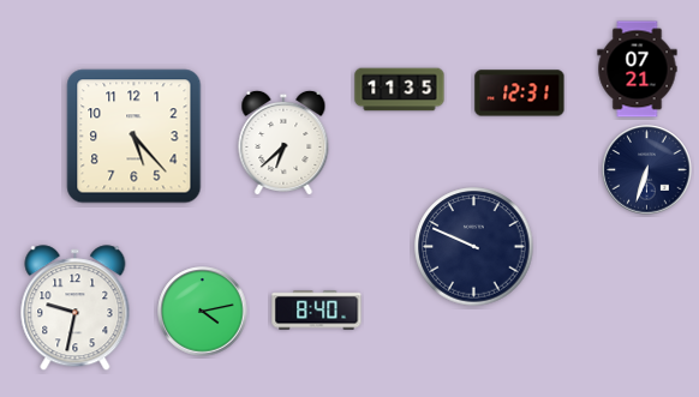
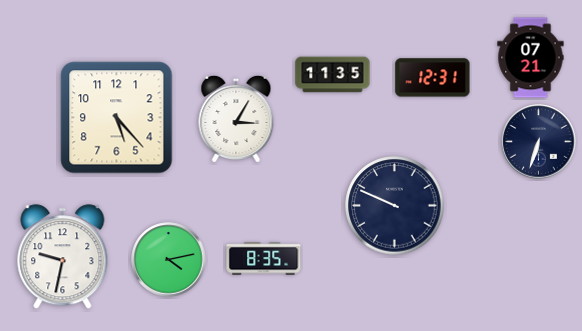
clock at (135, 137) position: (135, 137) -> (117, 118)
clock at (283, 142): 6:38 -> 3:05
clock at (317, 311): 8:40 -> 8:35
